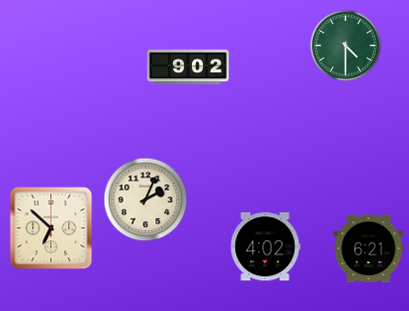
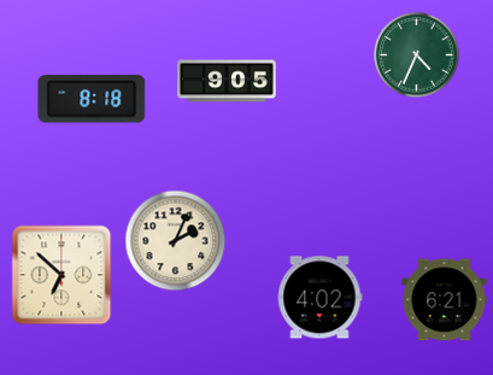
clock at (346, 46): 4:30 -> 4:34
clock at (188, 67): 9:02 -> 9:05
clock at (92, 99): none -> 8:18
